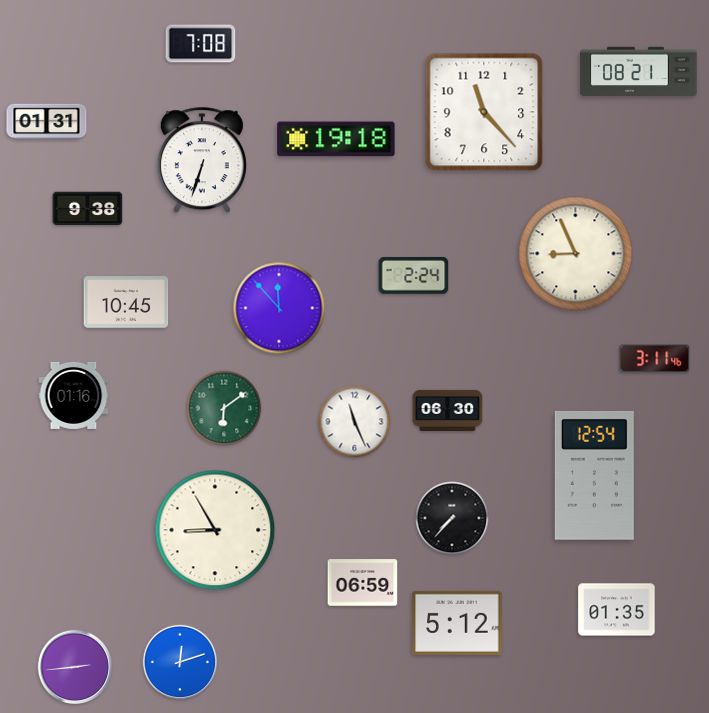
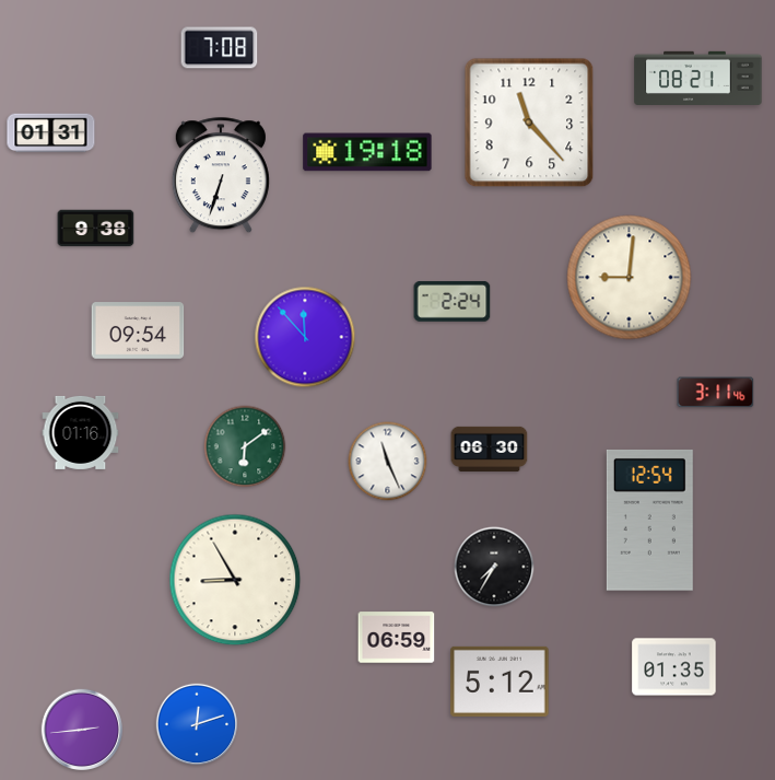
clock at (576, 254): 8:56 -> 9:01
clock at (126, 302): 10:45 -> 09:54
clock at (452, 518): 7:37 -> 7:35
